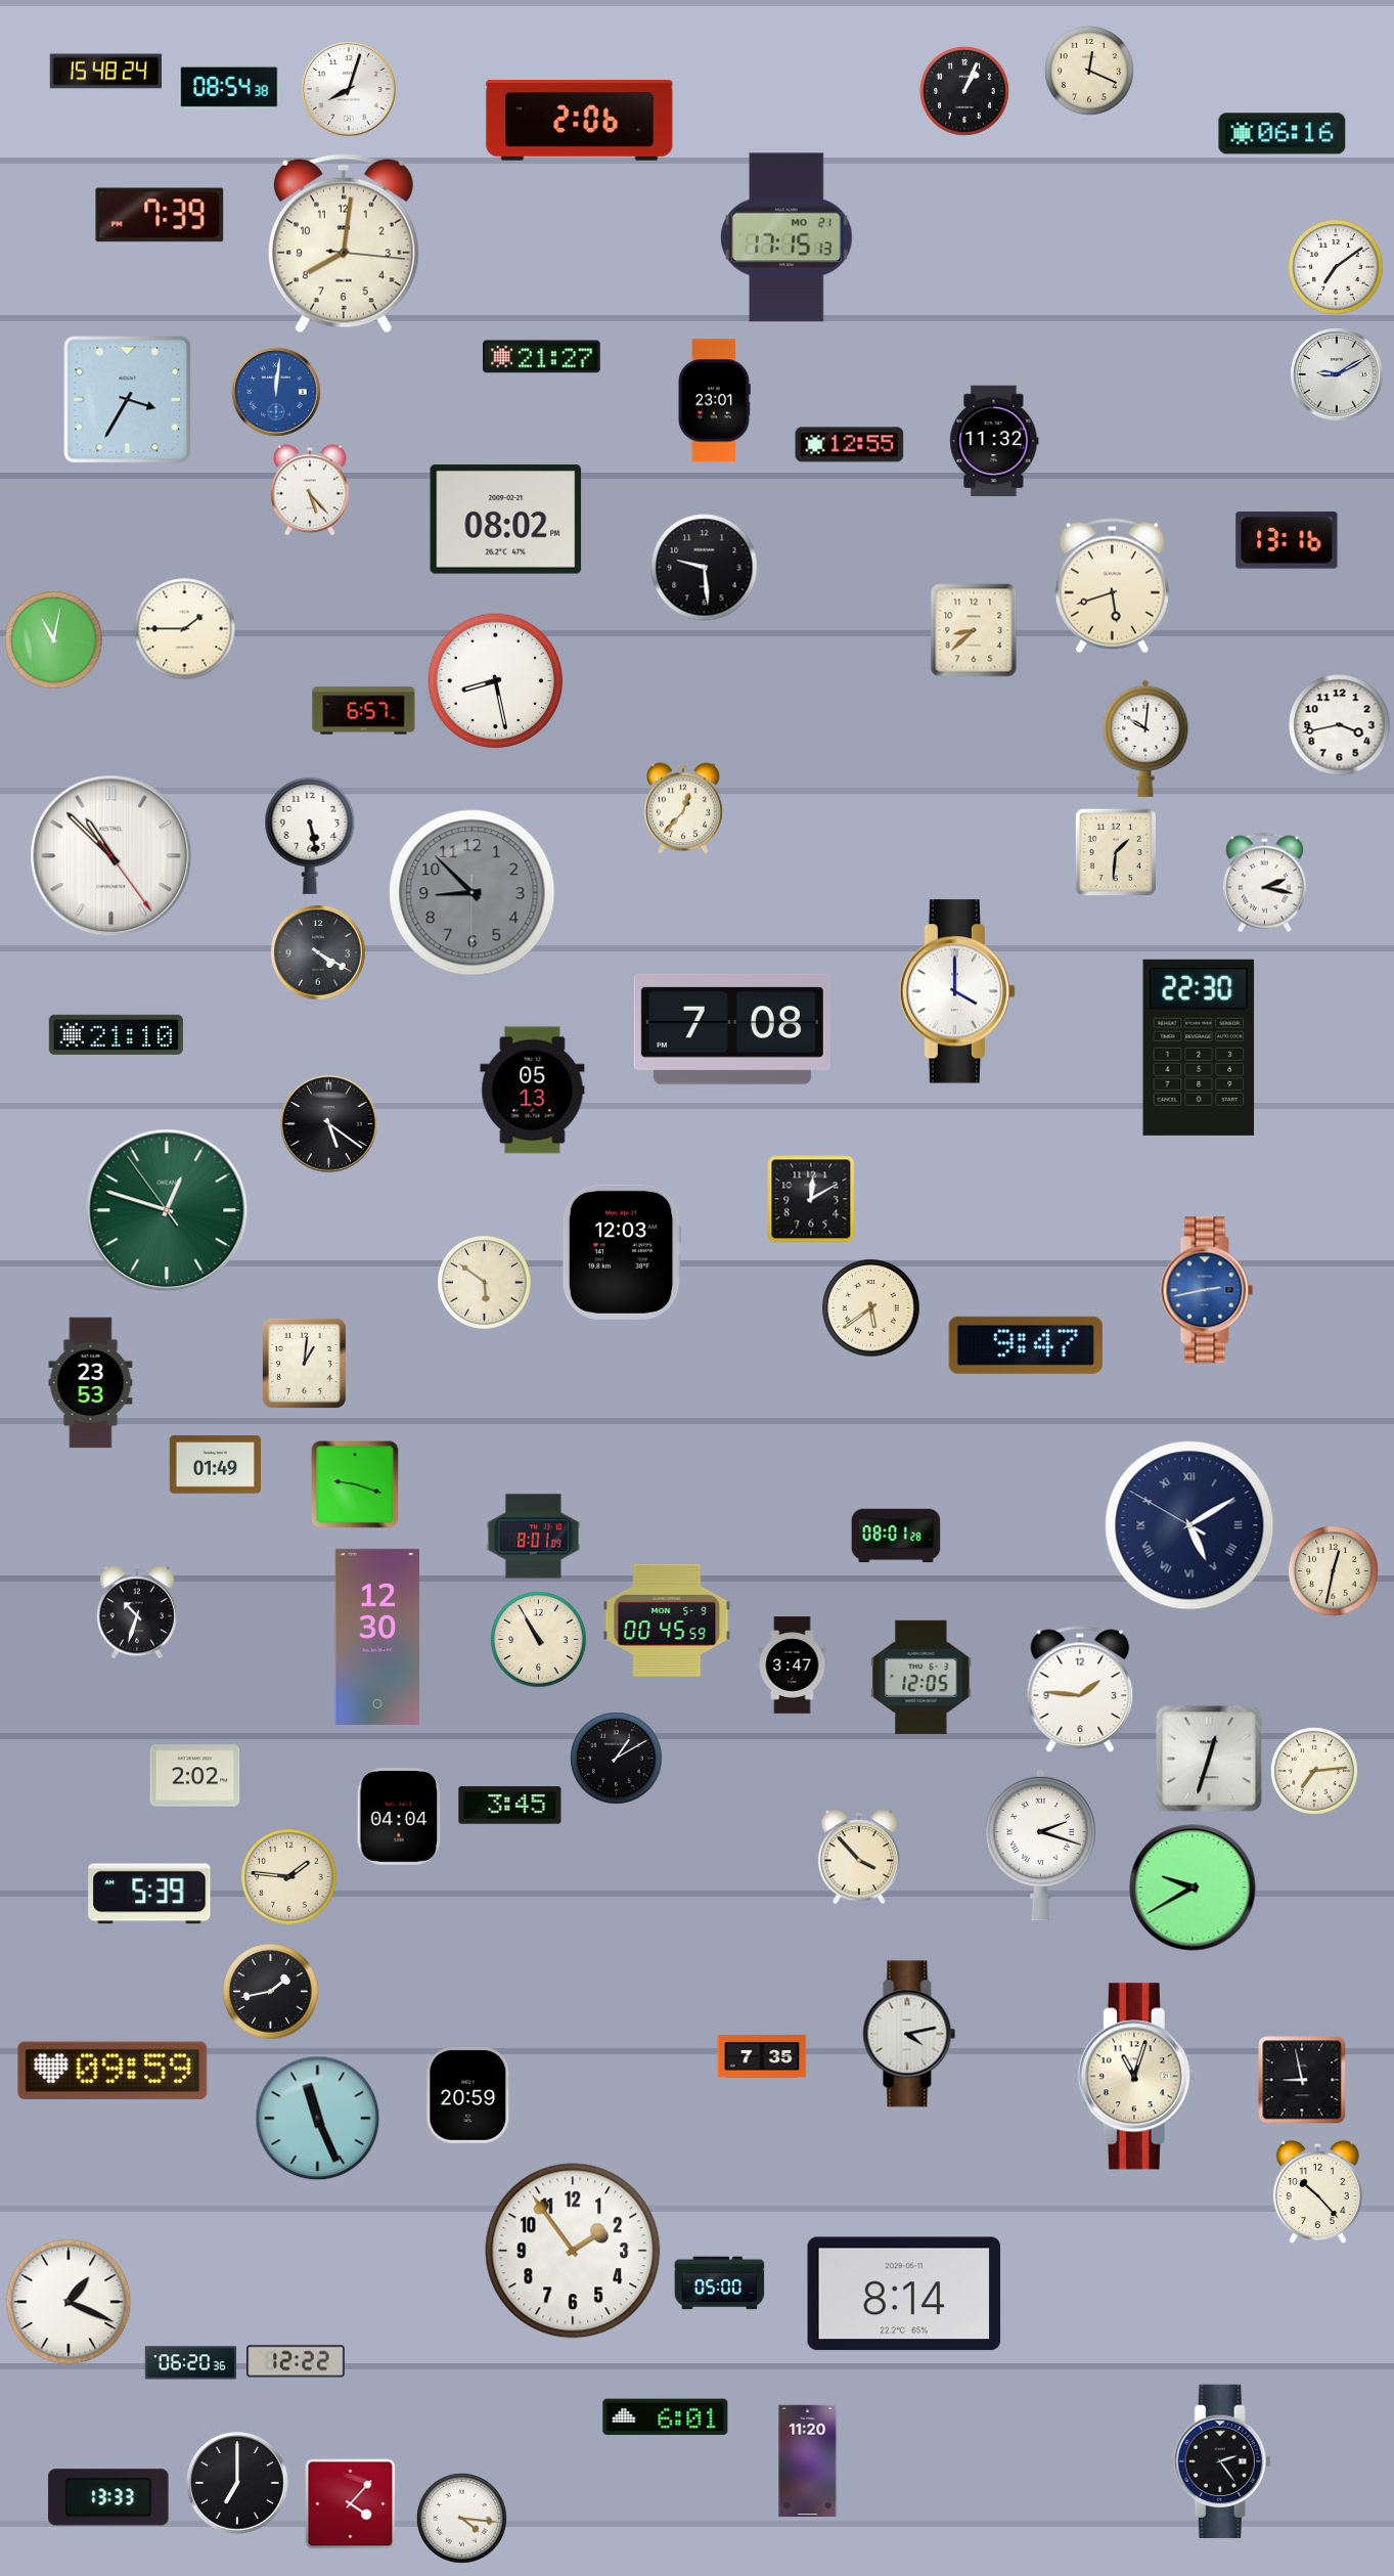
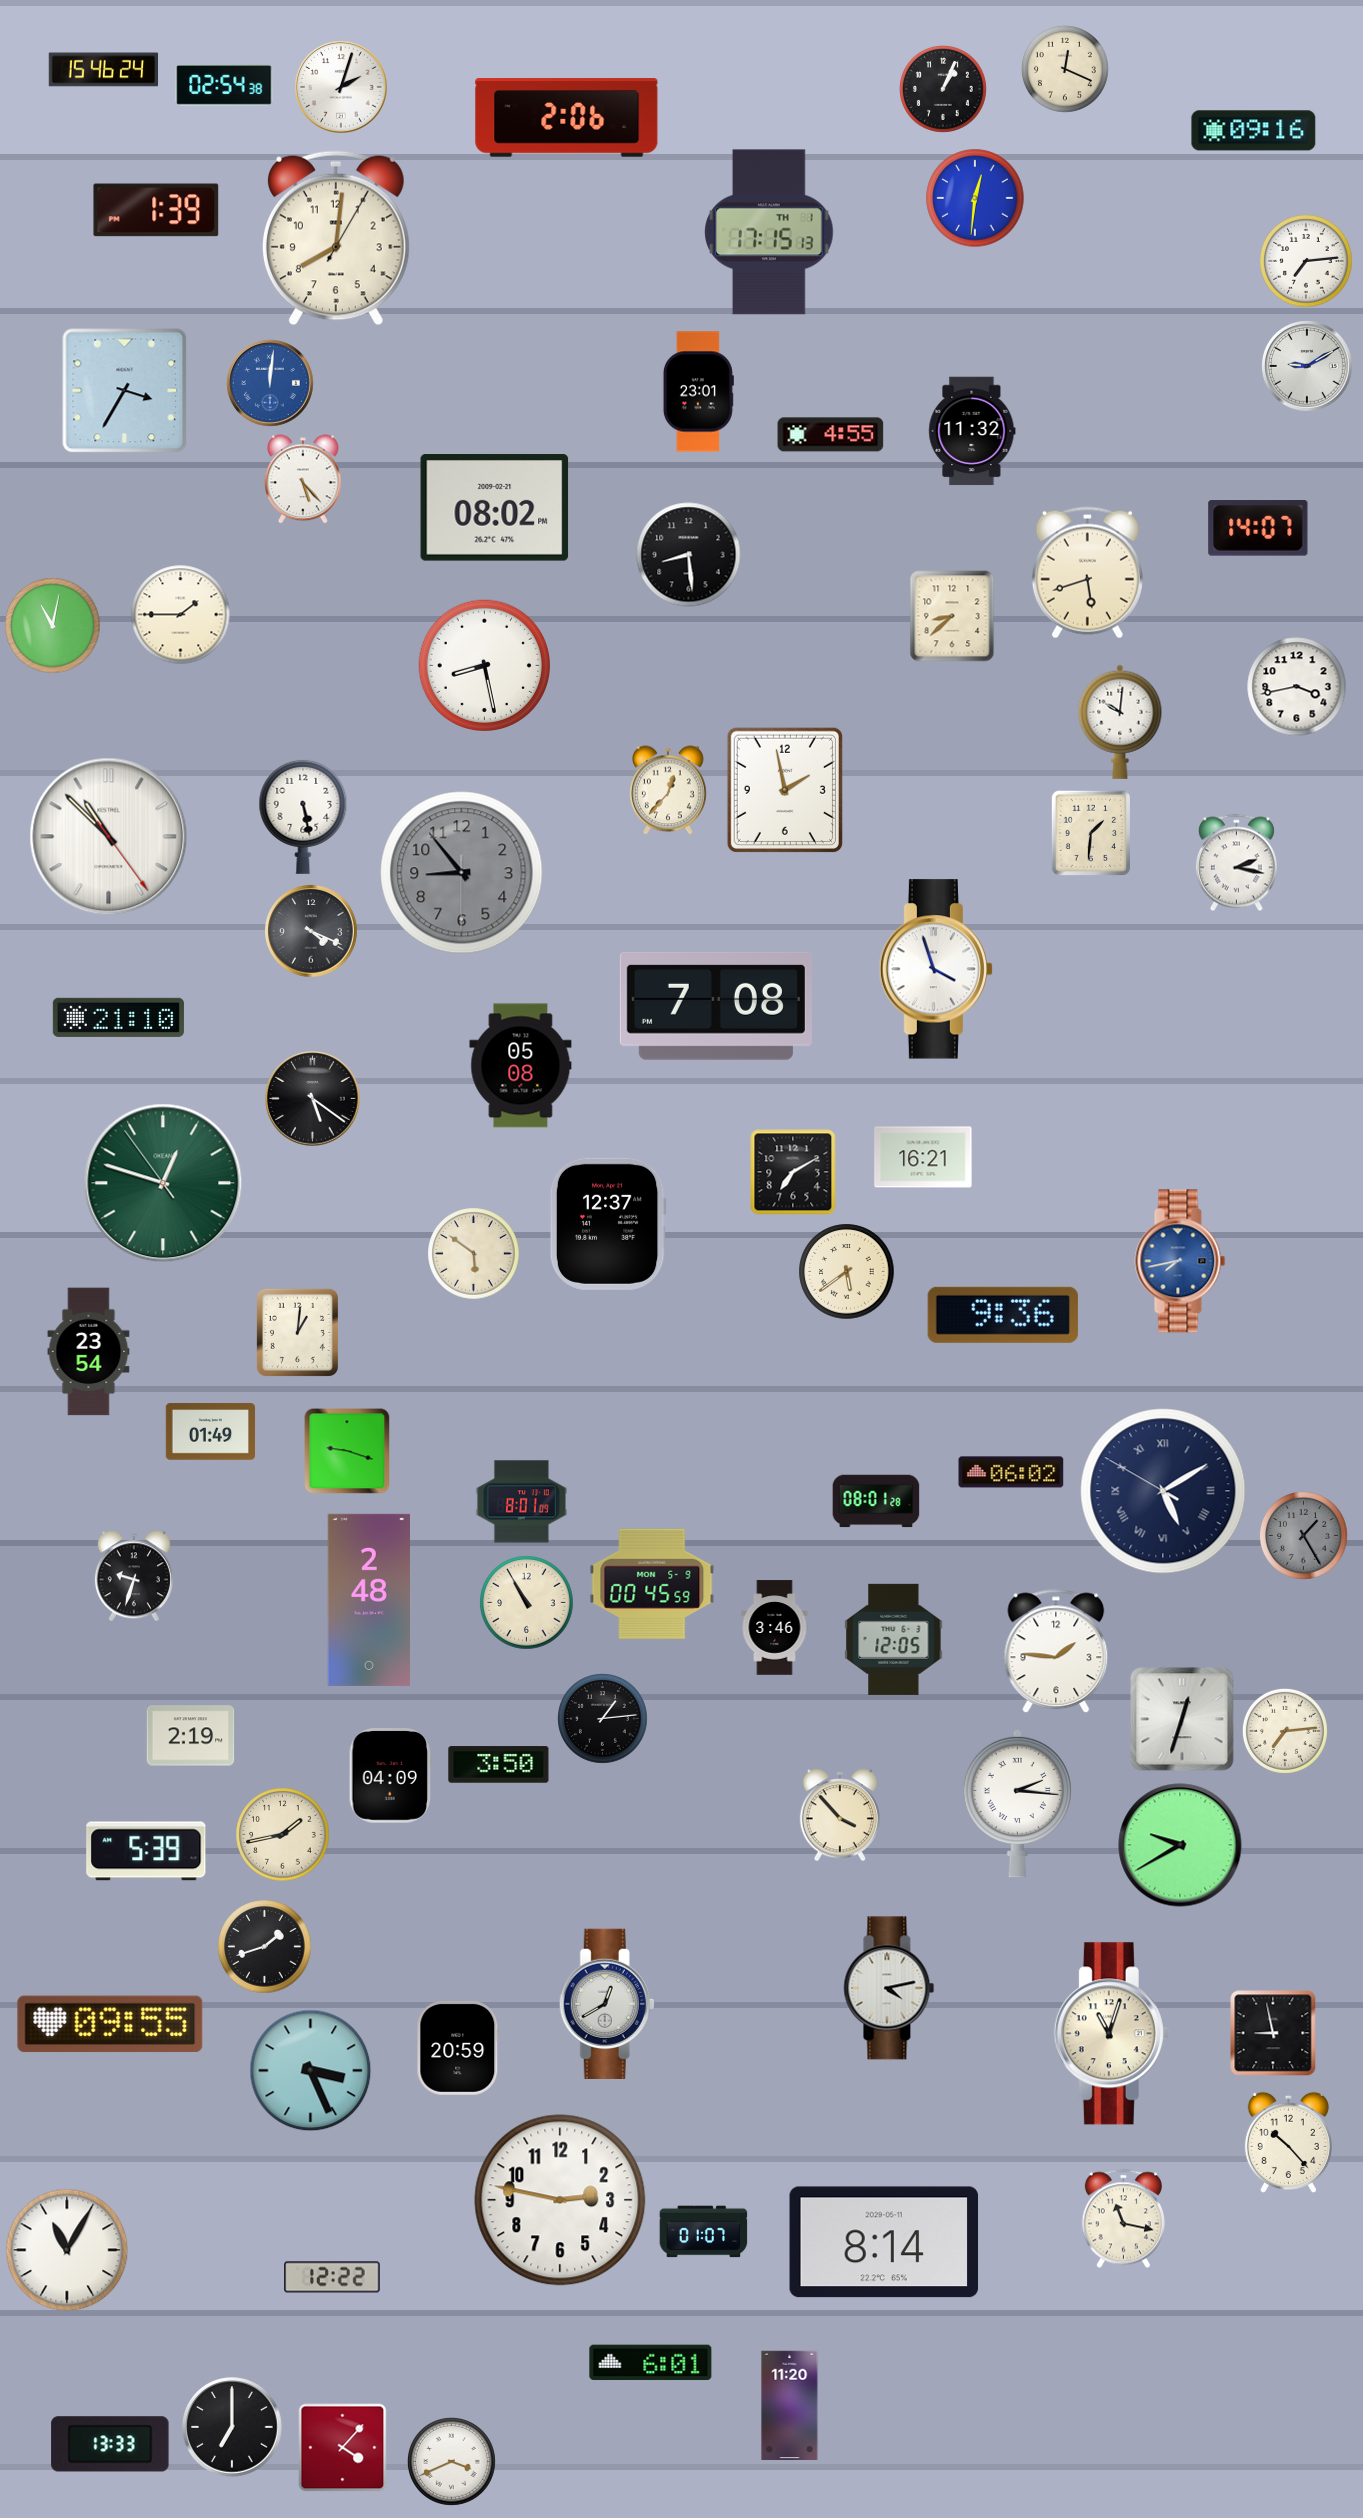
clock at (106, 72): 15:48 -> 15:46
clock at (229, 87): 08:54 -> 02:54
clock at (350, 90): 8:03 -> 2:03
clock at (1283, 134): 06:16 -> 09:16
clock at (975, 198): none -> 12:31
clock at (160, 215): 7:39 -> 1:39
clock at (786, 237) date: MO 21 -> TH 1
clock at (344, 243): 8:01:16 -> 8:01:05
clock at (1336, 267): 7:09 -> 7:14
clock at (542, 357): 21:27 -> none
clock at (850, 445): 12:55 -> 4:55
clock at (1287, 540): 13:16 -> 14:07
clock at (705, 568): 9:29 -> 8:29
clock at (364, 711): 6:57 -> none
clock at (1340, 725) position: (1340, 725) -> (1297, 687)
clock at (785, 790): none -> 1:58
clock at (473, 893): 8:52 -> 8:53
clock at (319, 953): 4:20 -> 4:19
clock at (956, 991): 4:00 -> 3:57
clock at (116, 1034) position: (116, 1034) -> (118, 1017)
clock at (1199, 1048): 22:30 -> none
clock at (533, 1091): 05:13 -> 05:08
clock at (329, 1124) position: (329, 1124) -> (313, 1099)
clock at (923, 1157): none -> 16:21
clock at (811, 1199): 12:10 -> 7:10
clock at (622, 1252): 12:03 -> 12:37
clock at (1207, 1290): 2:43 -> 7:43
clock at (871, 1308) position: (871, 1308) -> (847, 1272)
clock at (1026, 1345): 9:47 -> 9:36
clock at (91, 1383): 23:53 -> 23:54
clock at (1011, 1472): none -> 06:02
clock at (1333, 1570): 12:32 -> 1:25
clock at (1333, 1570) dial: cream -> grey
clock at (137, 1612): 10:33 -> 9:33
clock at (377, 1637): 12:30 -> 2:48
clock at (793, 1665): 3:47 -> 3:46
clock at (921, 1677) position: (921, 1677) -> (894, 1639)
clock at (617, 1759): 1:10 -> 1:14
clock at (195, 1776): 2:02 -> 2:19
clock at (510, 1806): 3:45 -> 3:50
clock at (400, 1817): 04:04 -> 04:09
clock at (1040, 1845): 2:18 -> 2:16
clock at (289, 1877): 1:46 -> 1:43
clock at (1193, 1887) position: (1193, 1887) -> (1180, 1845)
clock at (271, 1992): 1:43 -> 1:42
clock at (607, 2004): none -> 12:40
clock at (762, 2056): 7:35 -> none
clock at (113, 2071): 09:59 -> 09:55
clock at (1136, 2077) position: (1136, 2077) -> (1111, 2034)
clock at (318, 2119): 11:26 -> 3:26
clock at (573, 2251): 1:54 -> 2:47
clock at (1123, 2219): none -> 11:17
clock at (720, 2283): 05:00 -> 01:07
clock at (69, 2302): 1:19 -> 11:05
clock at (296, 2361) position: (296, 2361) -> (332, 2277)
clock at (191, 2363): 06:20 -> none
clock at (1222, 2461): 2:24 -> none
clock at (108, 2497) position: (108, 2497) -> (110, 2444)
clock at (461, 2518): 4:16 -> 3:41
